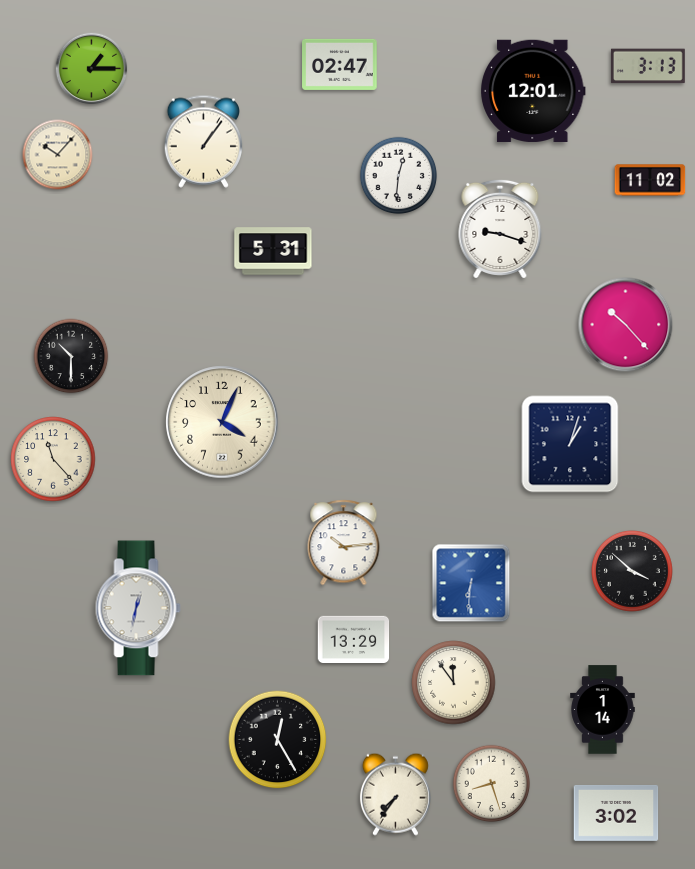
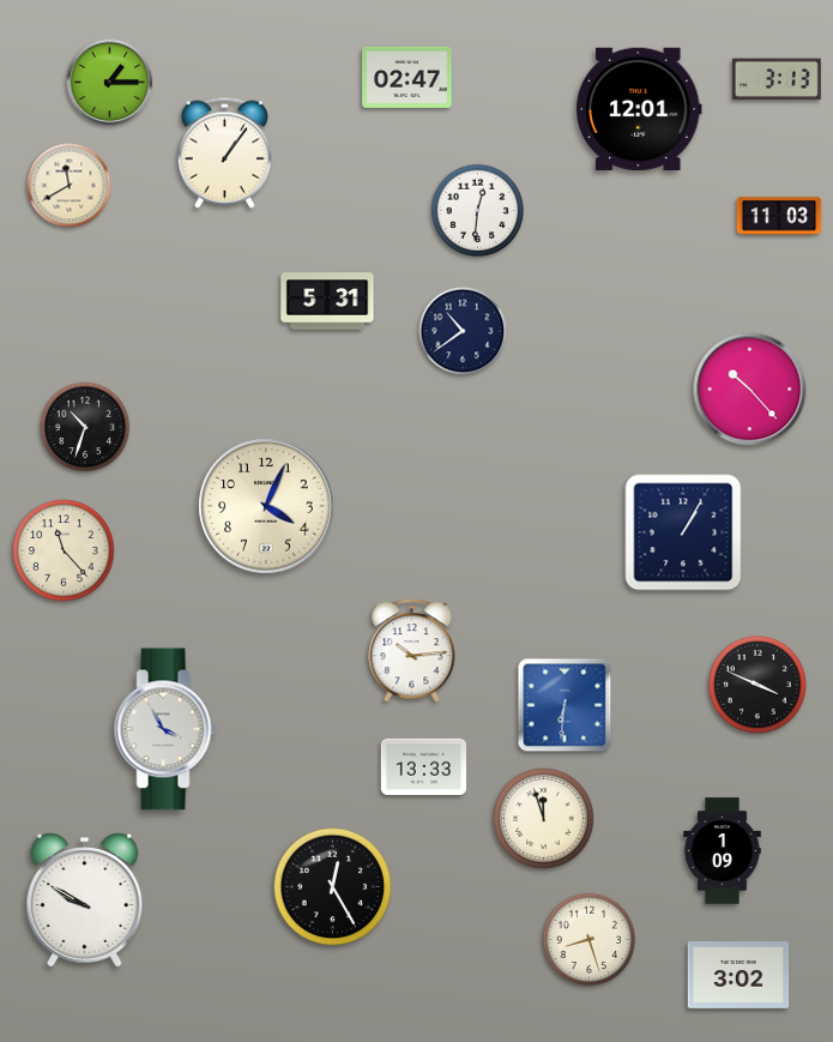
clock at (203, 141) position: (203, 141) -> (224, 152)
clock at (58, 155): 10:07 -> 11:40
clock at (650, 180): 11:02 -> 11:03
clock at (500, 229): 9:18 -> none
clock at (463, 331): none -> 10:39
clock at (71, 356): 10:30 -> 10:33
clock at (570, 444): 1:03 -> 1:05
clock at (633, 572): 3:52 -> 3:49
clock at (471, 583) position: (471, 583) -> (565, 705)
clock at (138, 608): 12:32 -> 3:55
clock at (354, 640): 13:29 -> 13:33
clock at (454, 683): 11:54 -> 11:57
clock at (603, 710): 1:14 -> 1:09
clock at (85, 901): none -> 9:50
clock at (395, 794): 7:36 -> none
